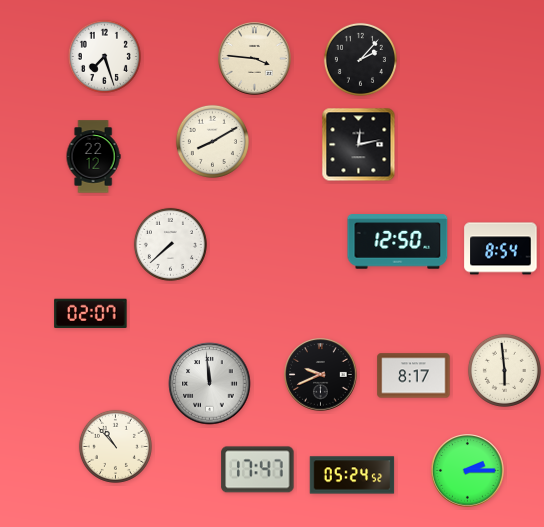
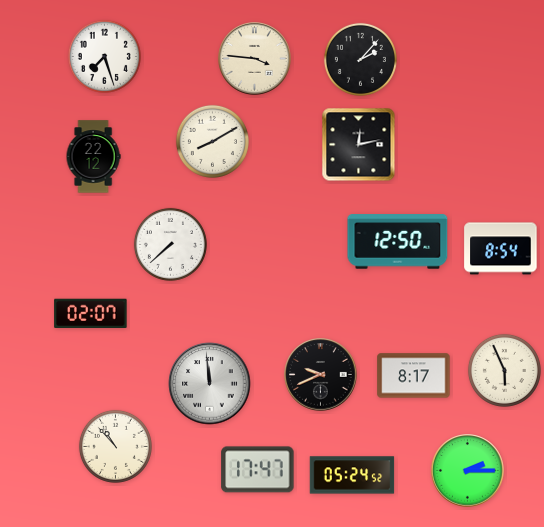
clock at (504, 370): 5:59 -> 5:56
